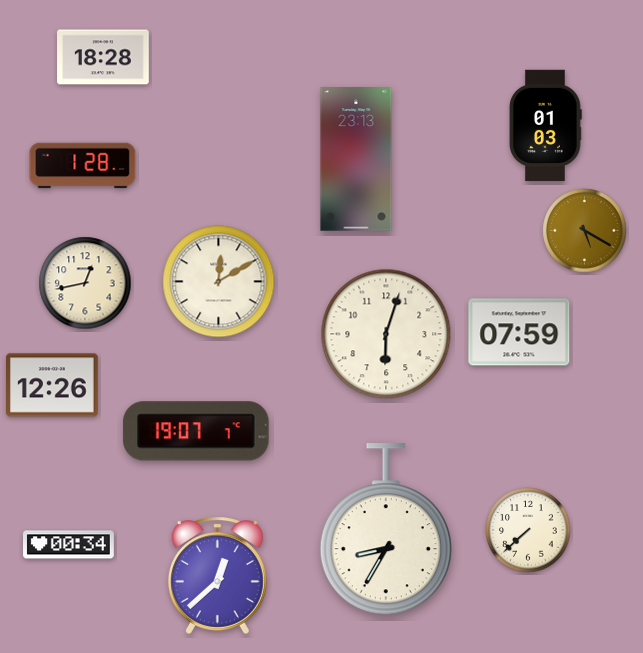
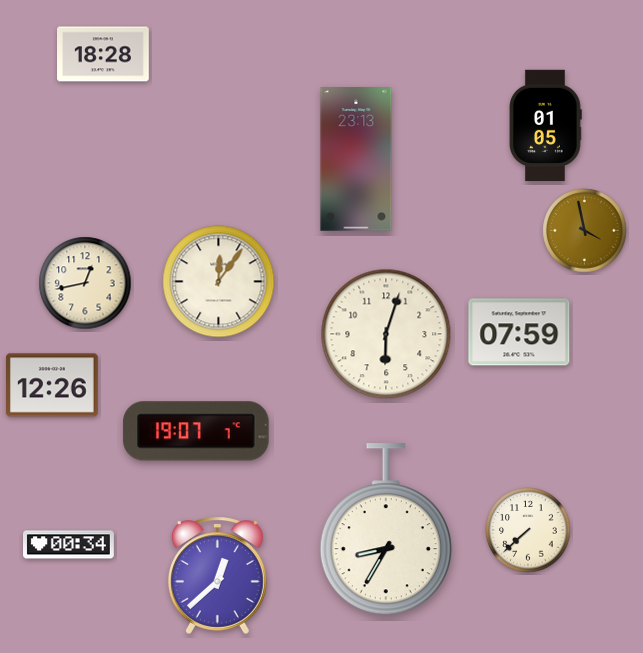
clock at (104, 57) position: (104, 57) -> (104, 54)
clock at (545, 126): 01:03 -> 01:05
clock at (83, 166): 1:28 -> none
clock at (585, 231): 5:20 -> 3:58
clock at (219, 282): 12:10 -> 12:06
